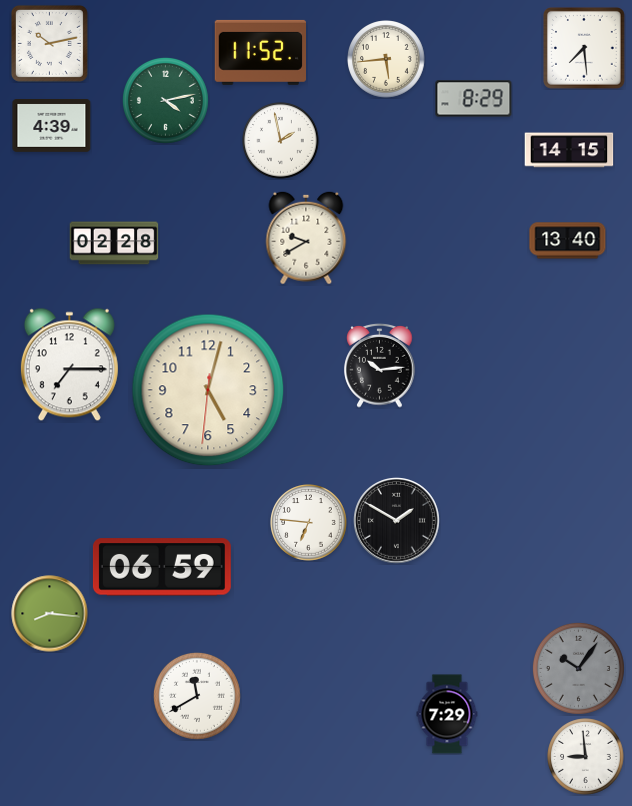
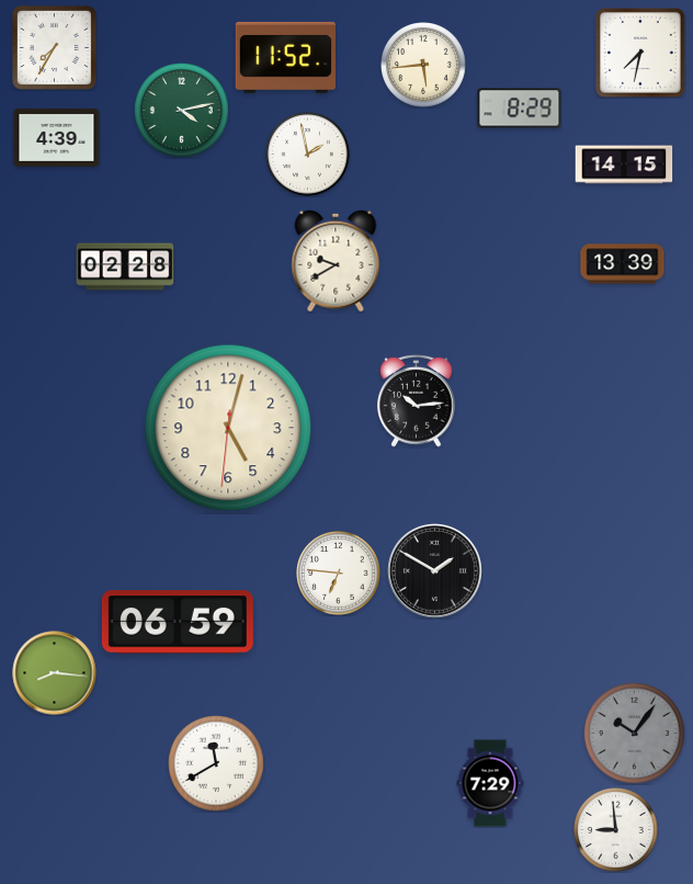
clock at (49, 43): 10:13 -> 7:35
clock at (585, 49): 7:29 -> 7:32
clock at (568, 241): 13:40 -> 13:39
clock at (69, 365): 7:15 -> none
clock at (586, 757) position: (586, 757) -> (616, 830)
